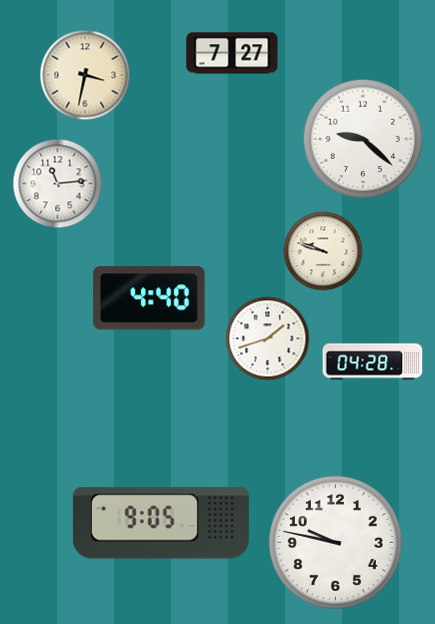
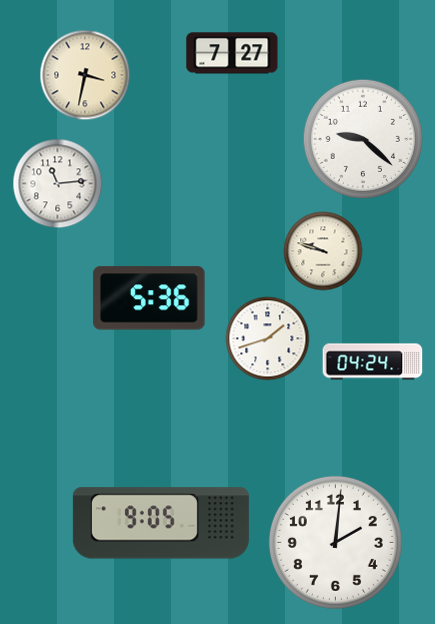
clock at (149, 298): 4:40 -> 5:36
clock at (373, 362): 04:28 -> 04:24
clock at (335, 542): 9:47 -> 2:01
